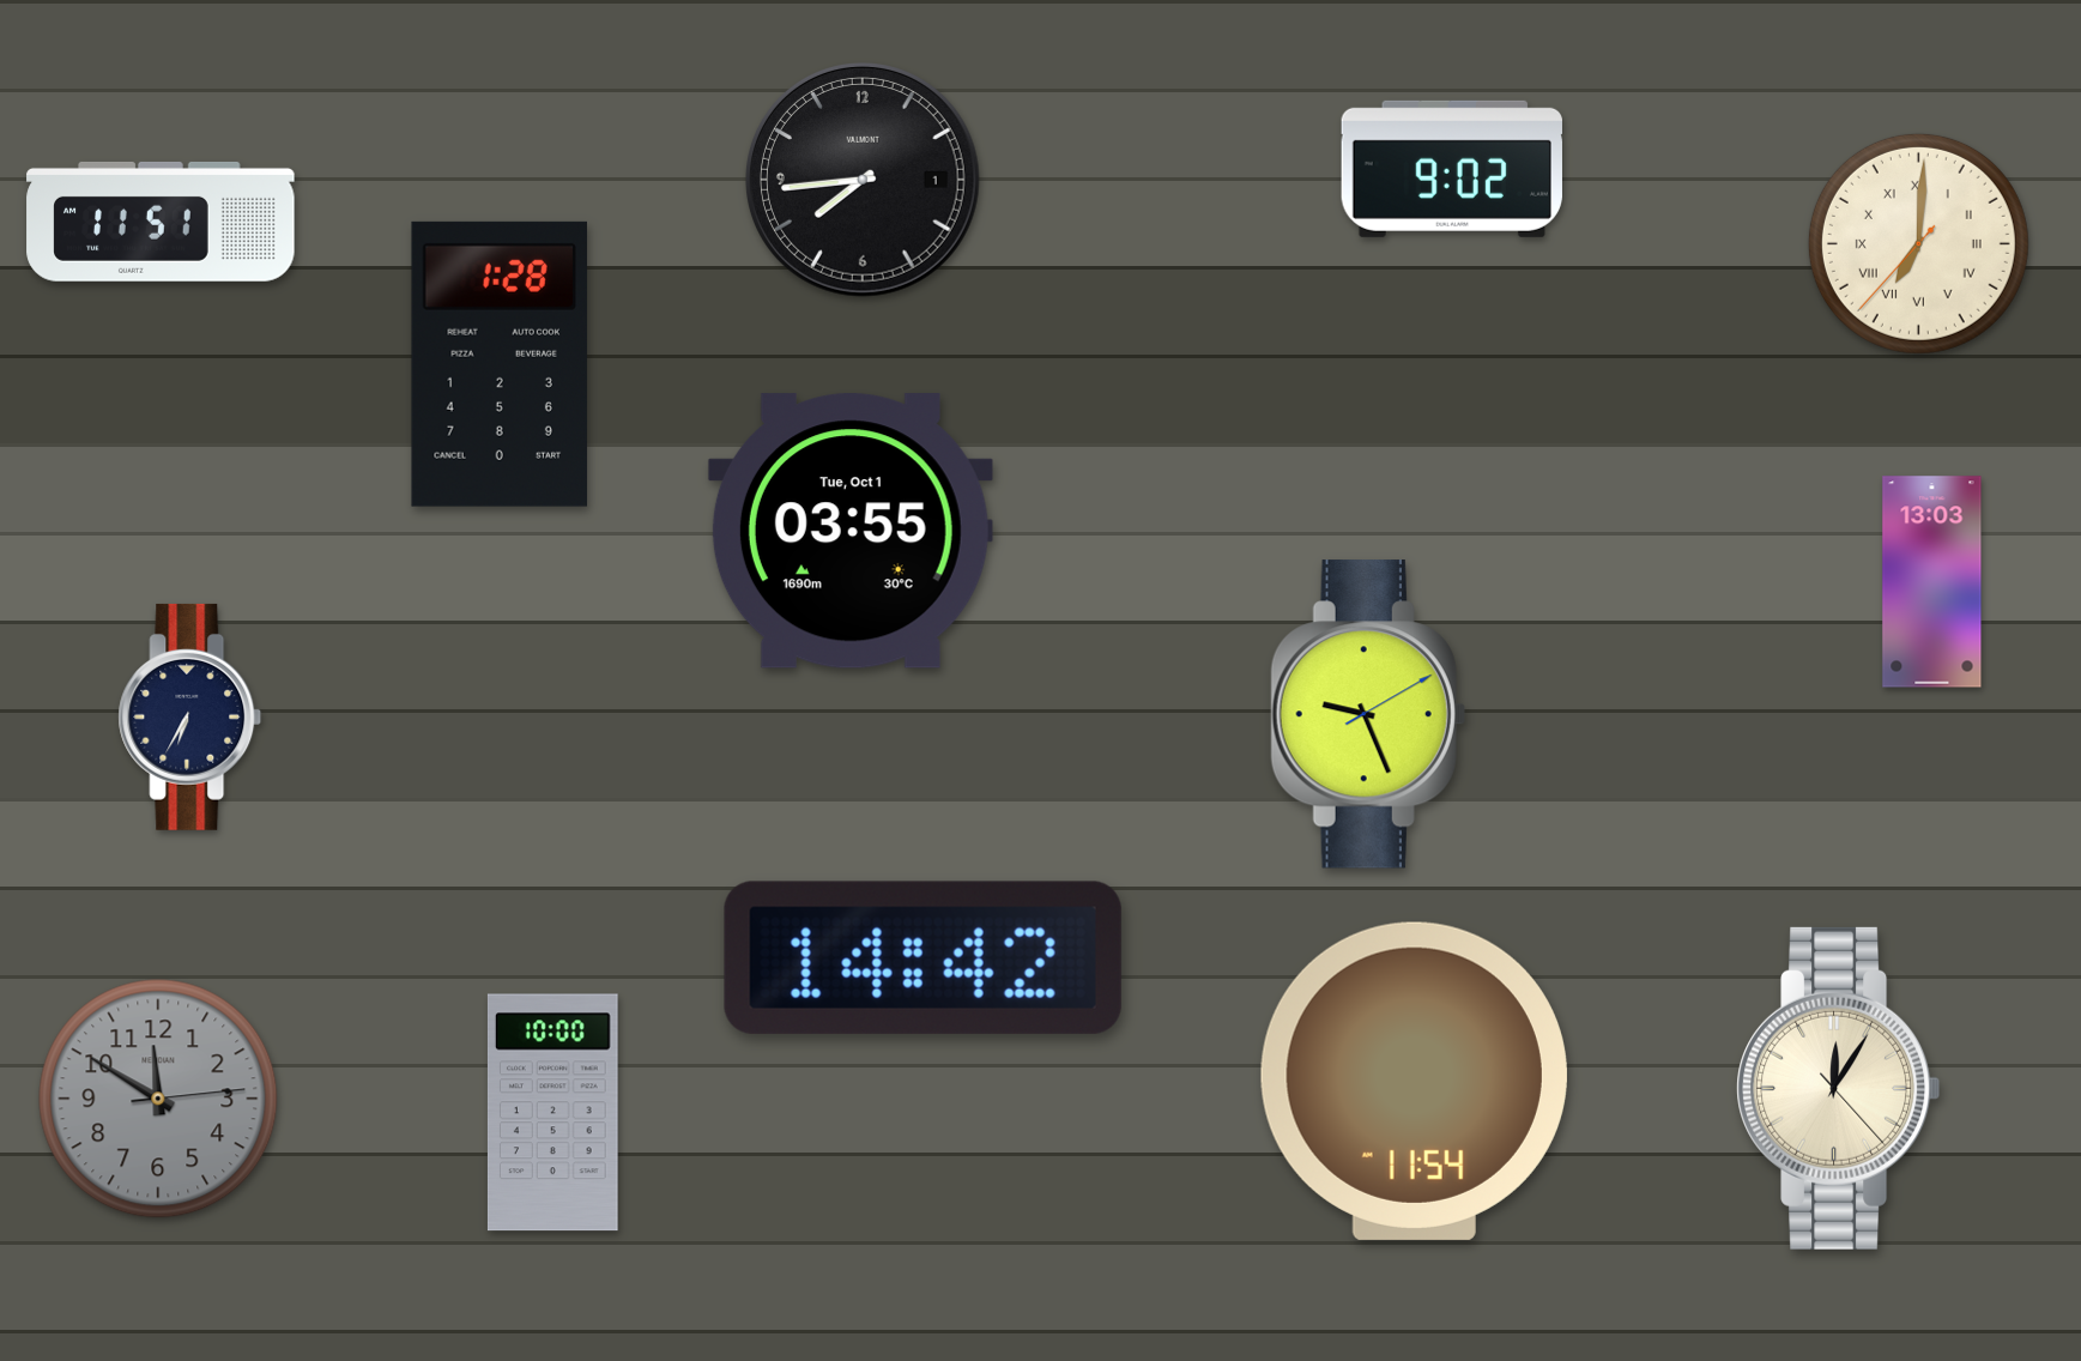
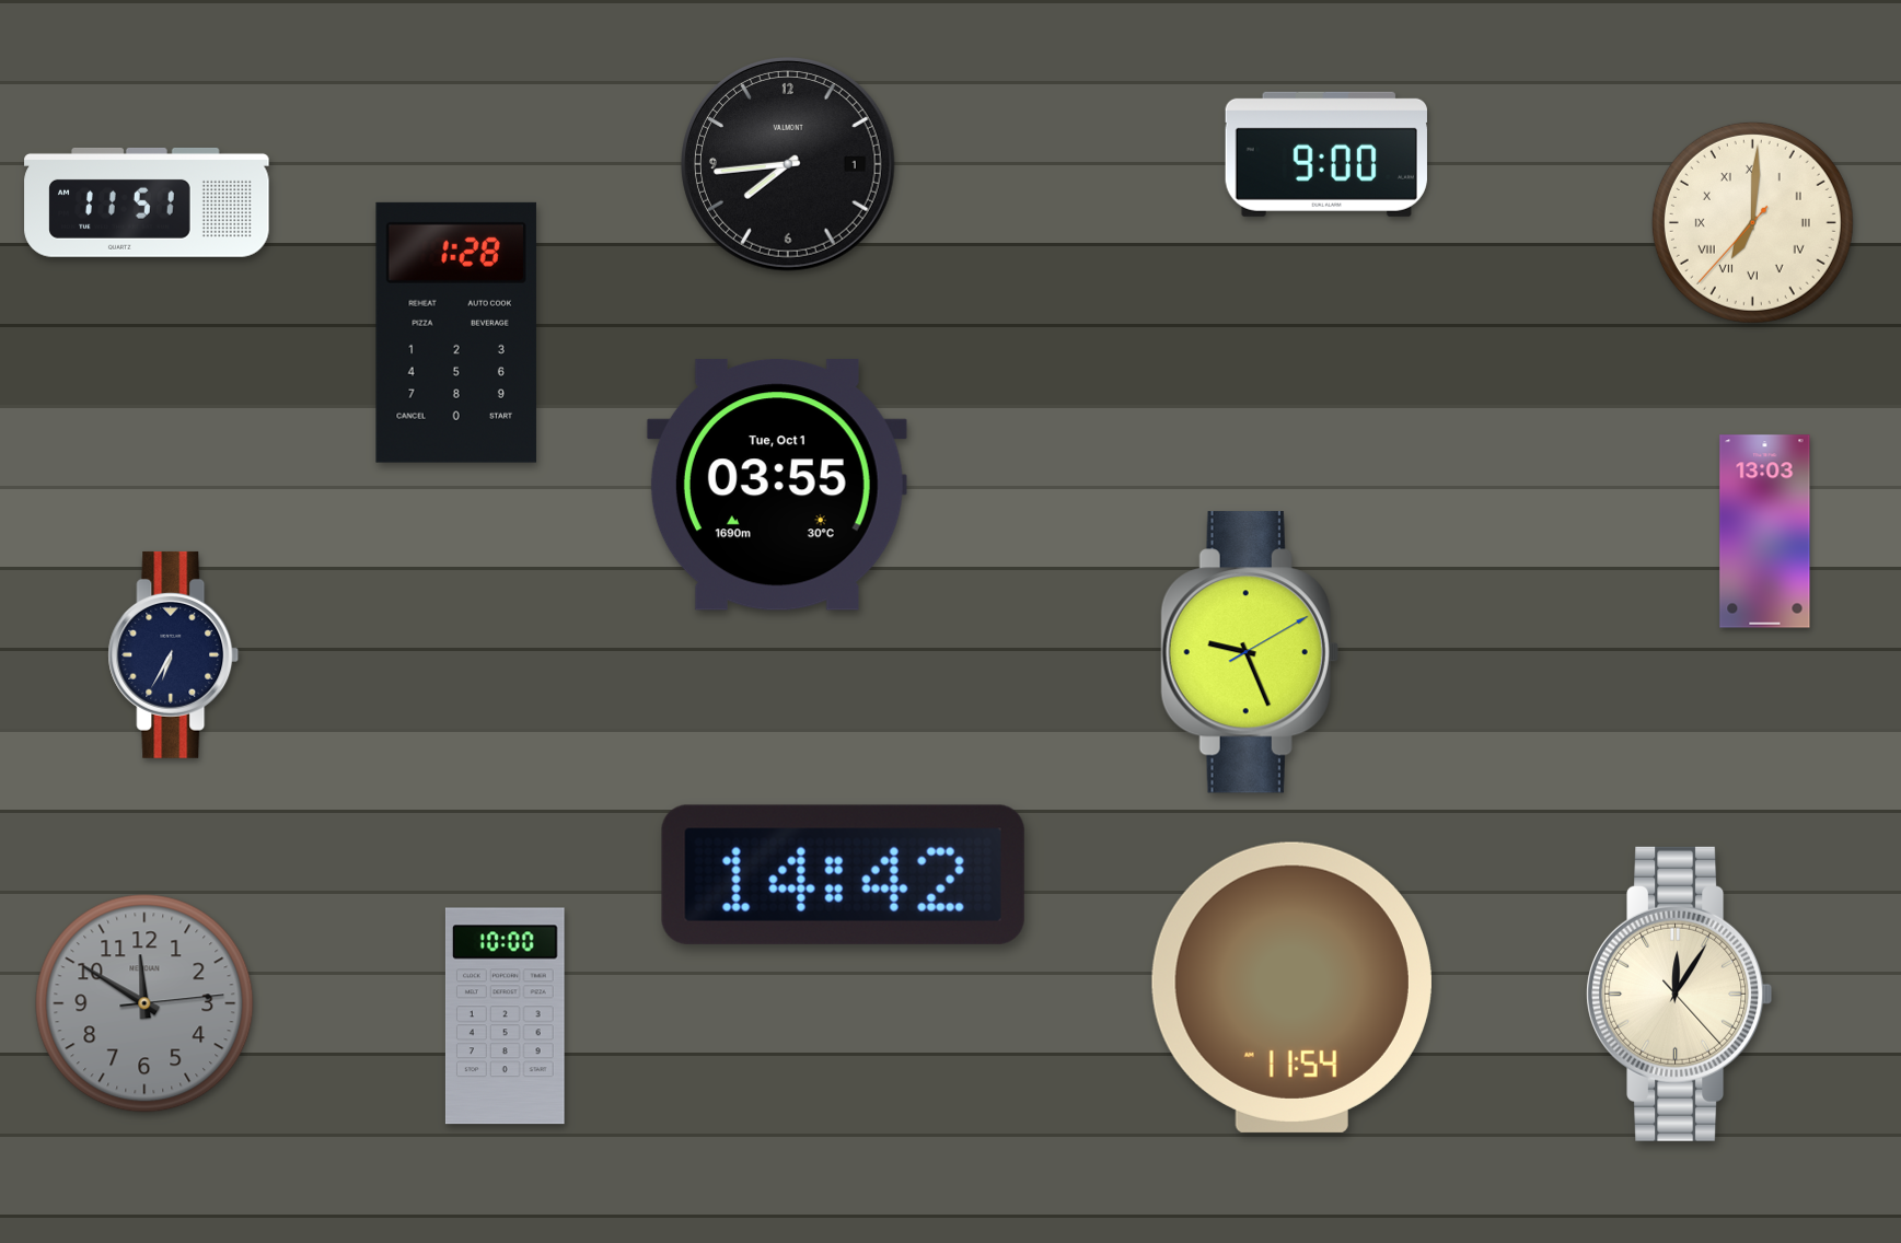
clock at (1452, 169): 9:02 -> 9:00
